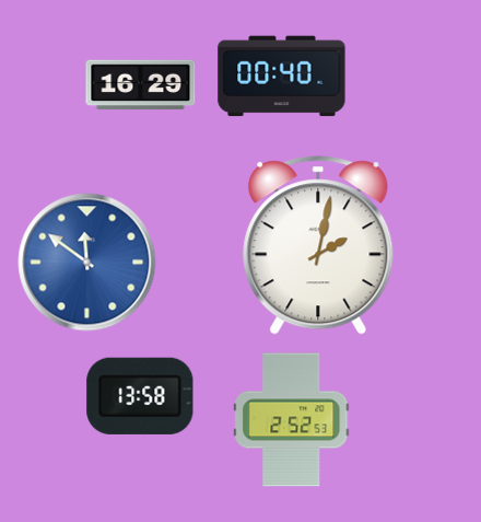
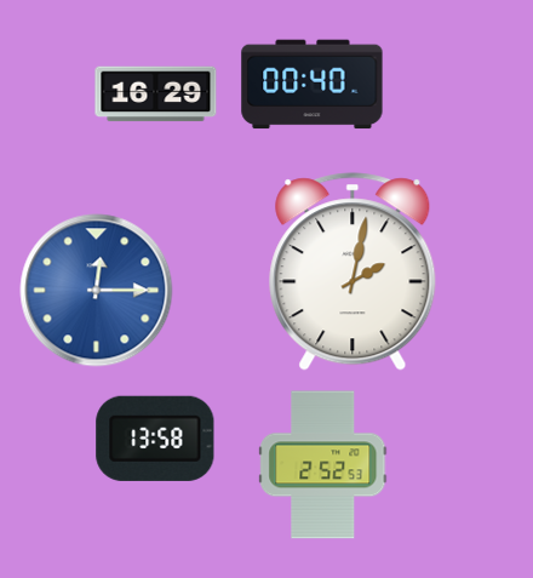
clock at (87, 263): 11:51 -> 12:15
